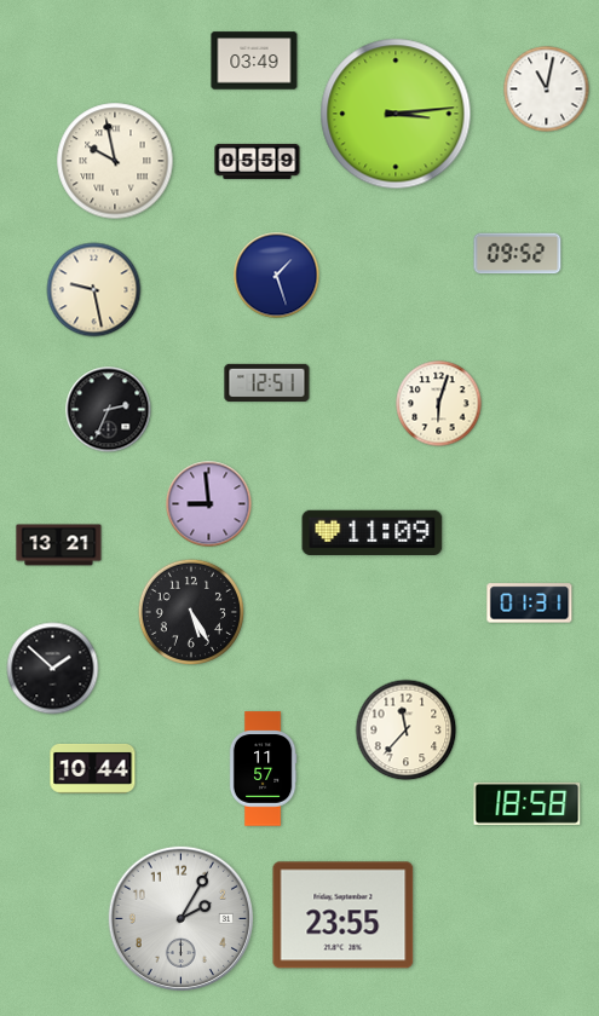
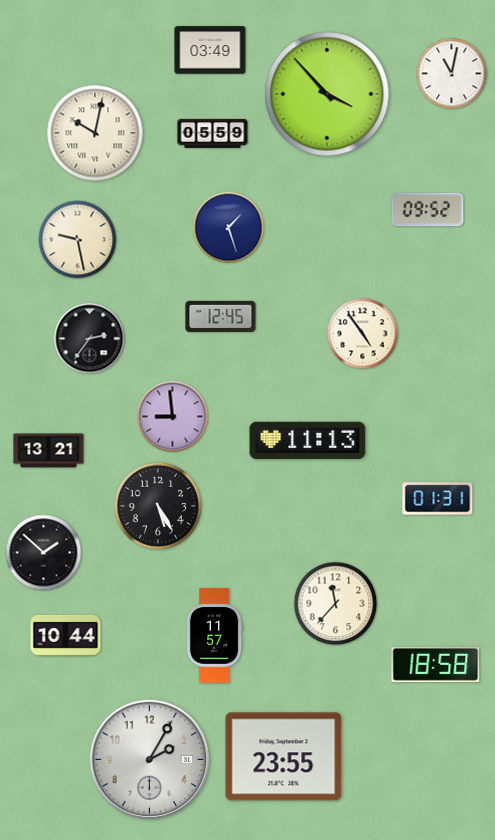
clock at (396, 114): 3:14 -> 3:53
clock at (115, 161): 9:58 -> 10:02
clock at (267, 382): 12:51 -> 12:45
clock at (439, 404): 6:03 -> 4:54
clock at (109, 410): 2:34 -> 2:36
clock at (373, 532): 11:09 -> 11:13
clock at (93, 768) position: (93, 768) -> (66, 635)
clock at (263, 769) position: (263, 769) -> (214, 636)
